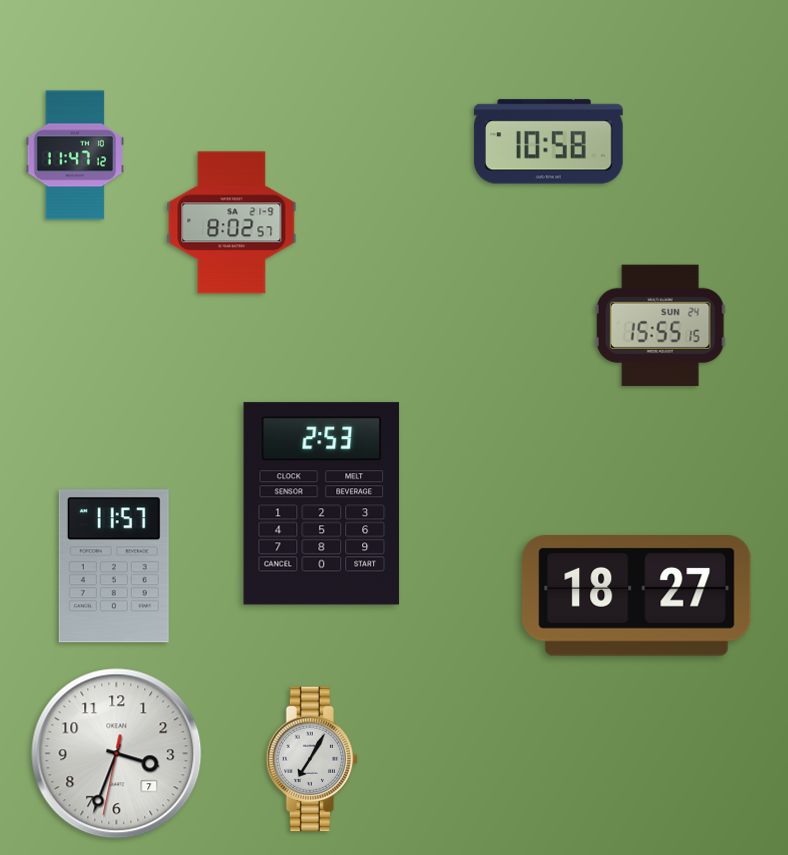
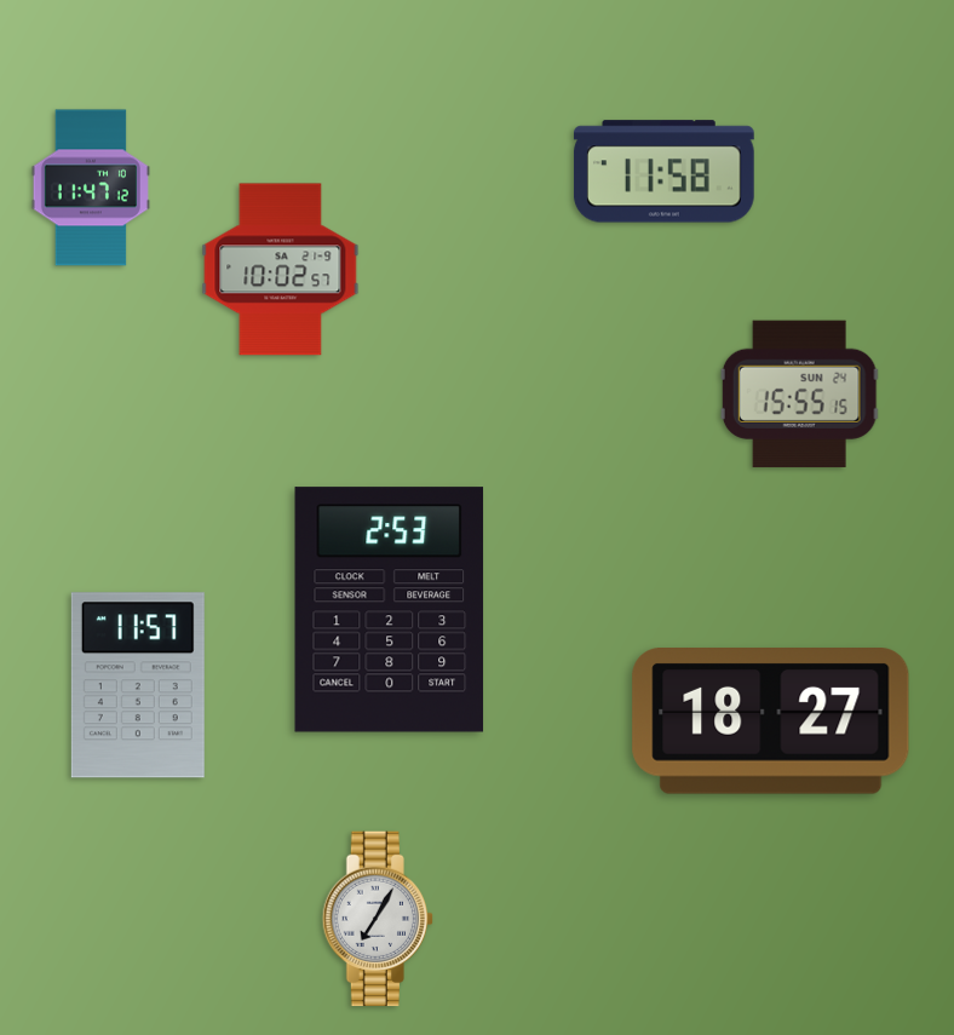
clock at (548, 142): 10:58 -> 11:58
clock at (232, 223): 8:02 -> 10:02
clock at (117, 754): 3:33 -> none
